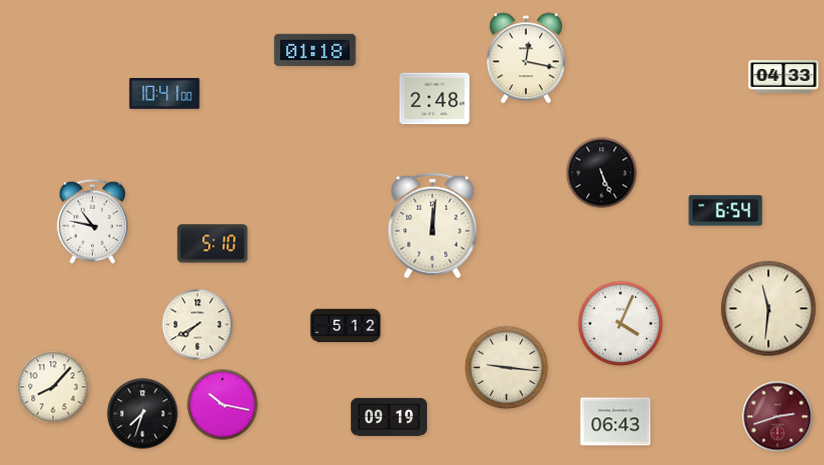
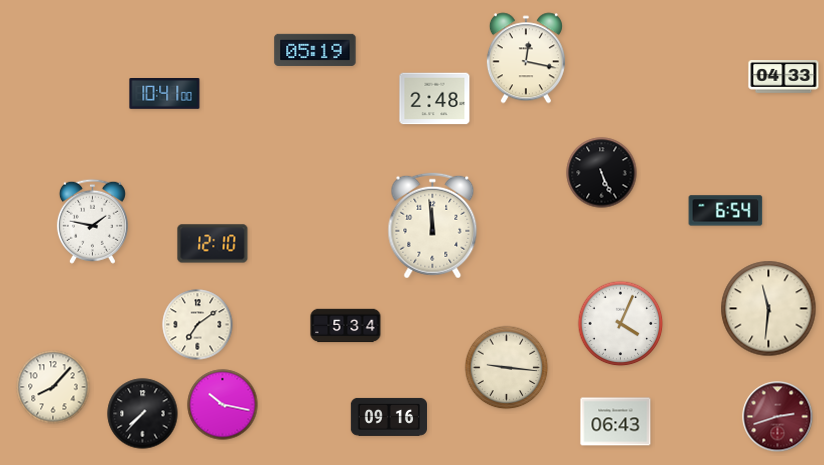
clock at (315, 50): 01:18 -> 05:19
clock at (92, 221): 10:47 -> 1:47
clock at (433, 226): 12:01 -> 11:59
clock at (213, 244): 5:10 -> 12:10
clock at (198, 325): 7:40 -> 7:09
clock at (346, 326): 5:12 -> 5:34
clock at (143, 414): 7:33 -> 7:37
clock at (389, 417): 09:19 -> 09:16
